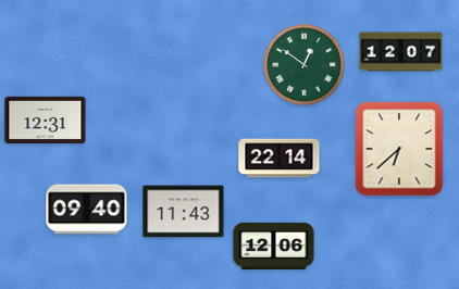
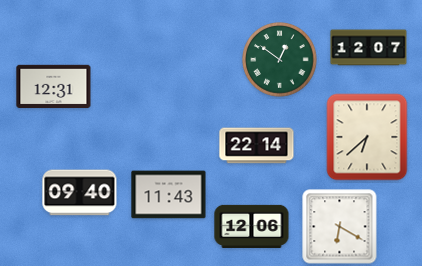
clock at (46, 121) position: (46, 121) -> (54, 87)
clock at (340, 227): none -> 6:20
